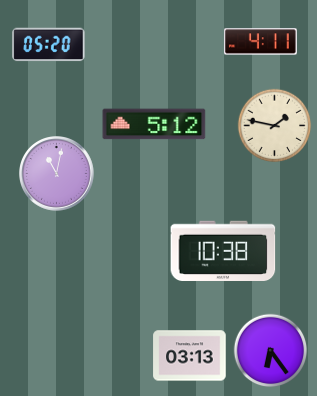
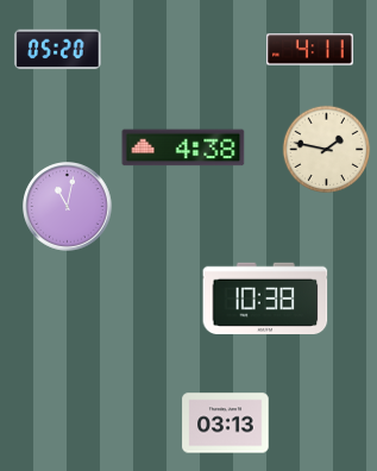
clock at (49, 45) position: (49, 45) -> (58, 50)
clock at (154, 124): 5:12 -> 4:38
clock at (271, 351): 6:24 -> none
